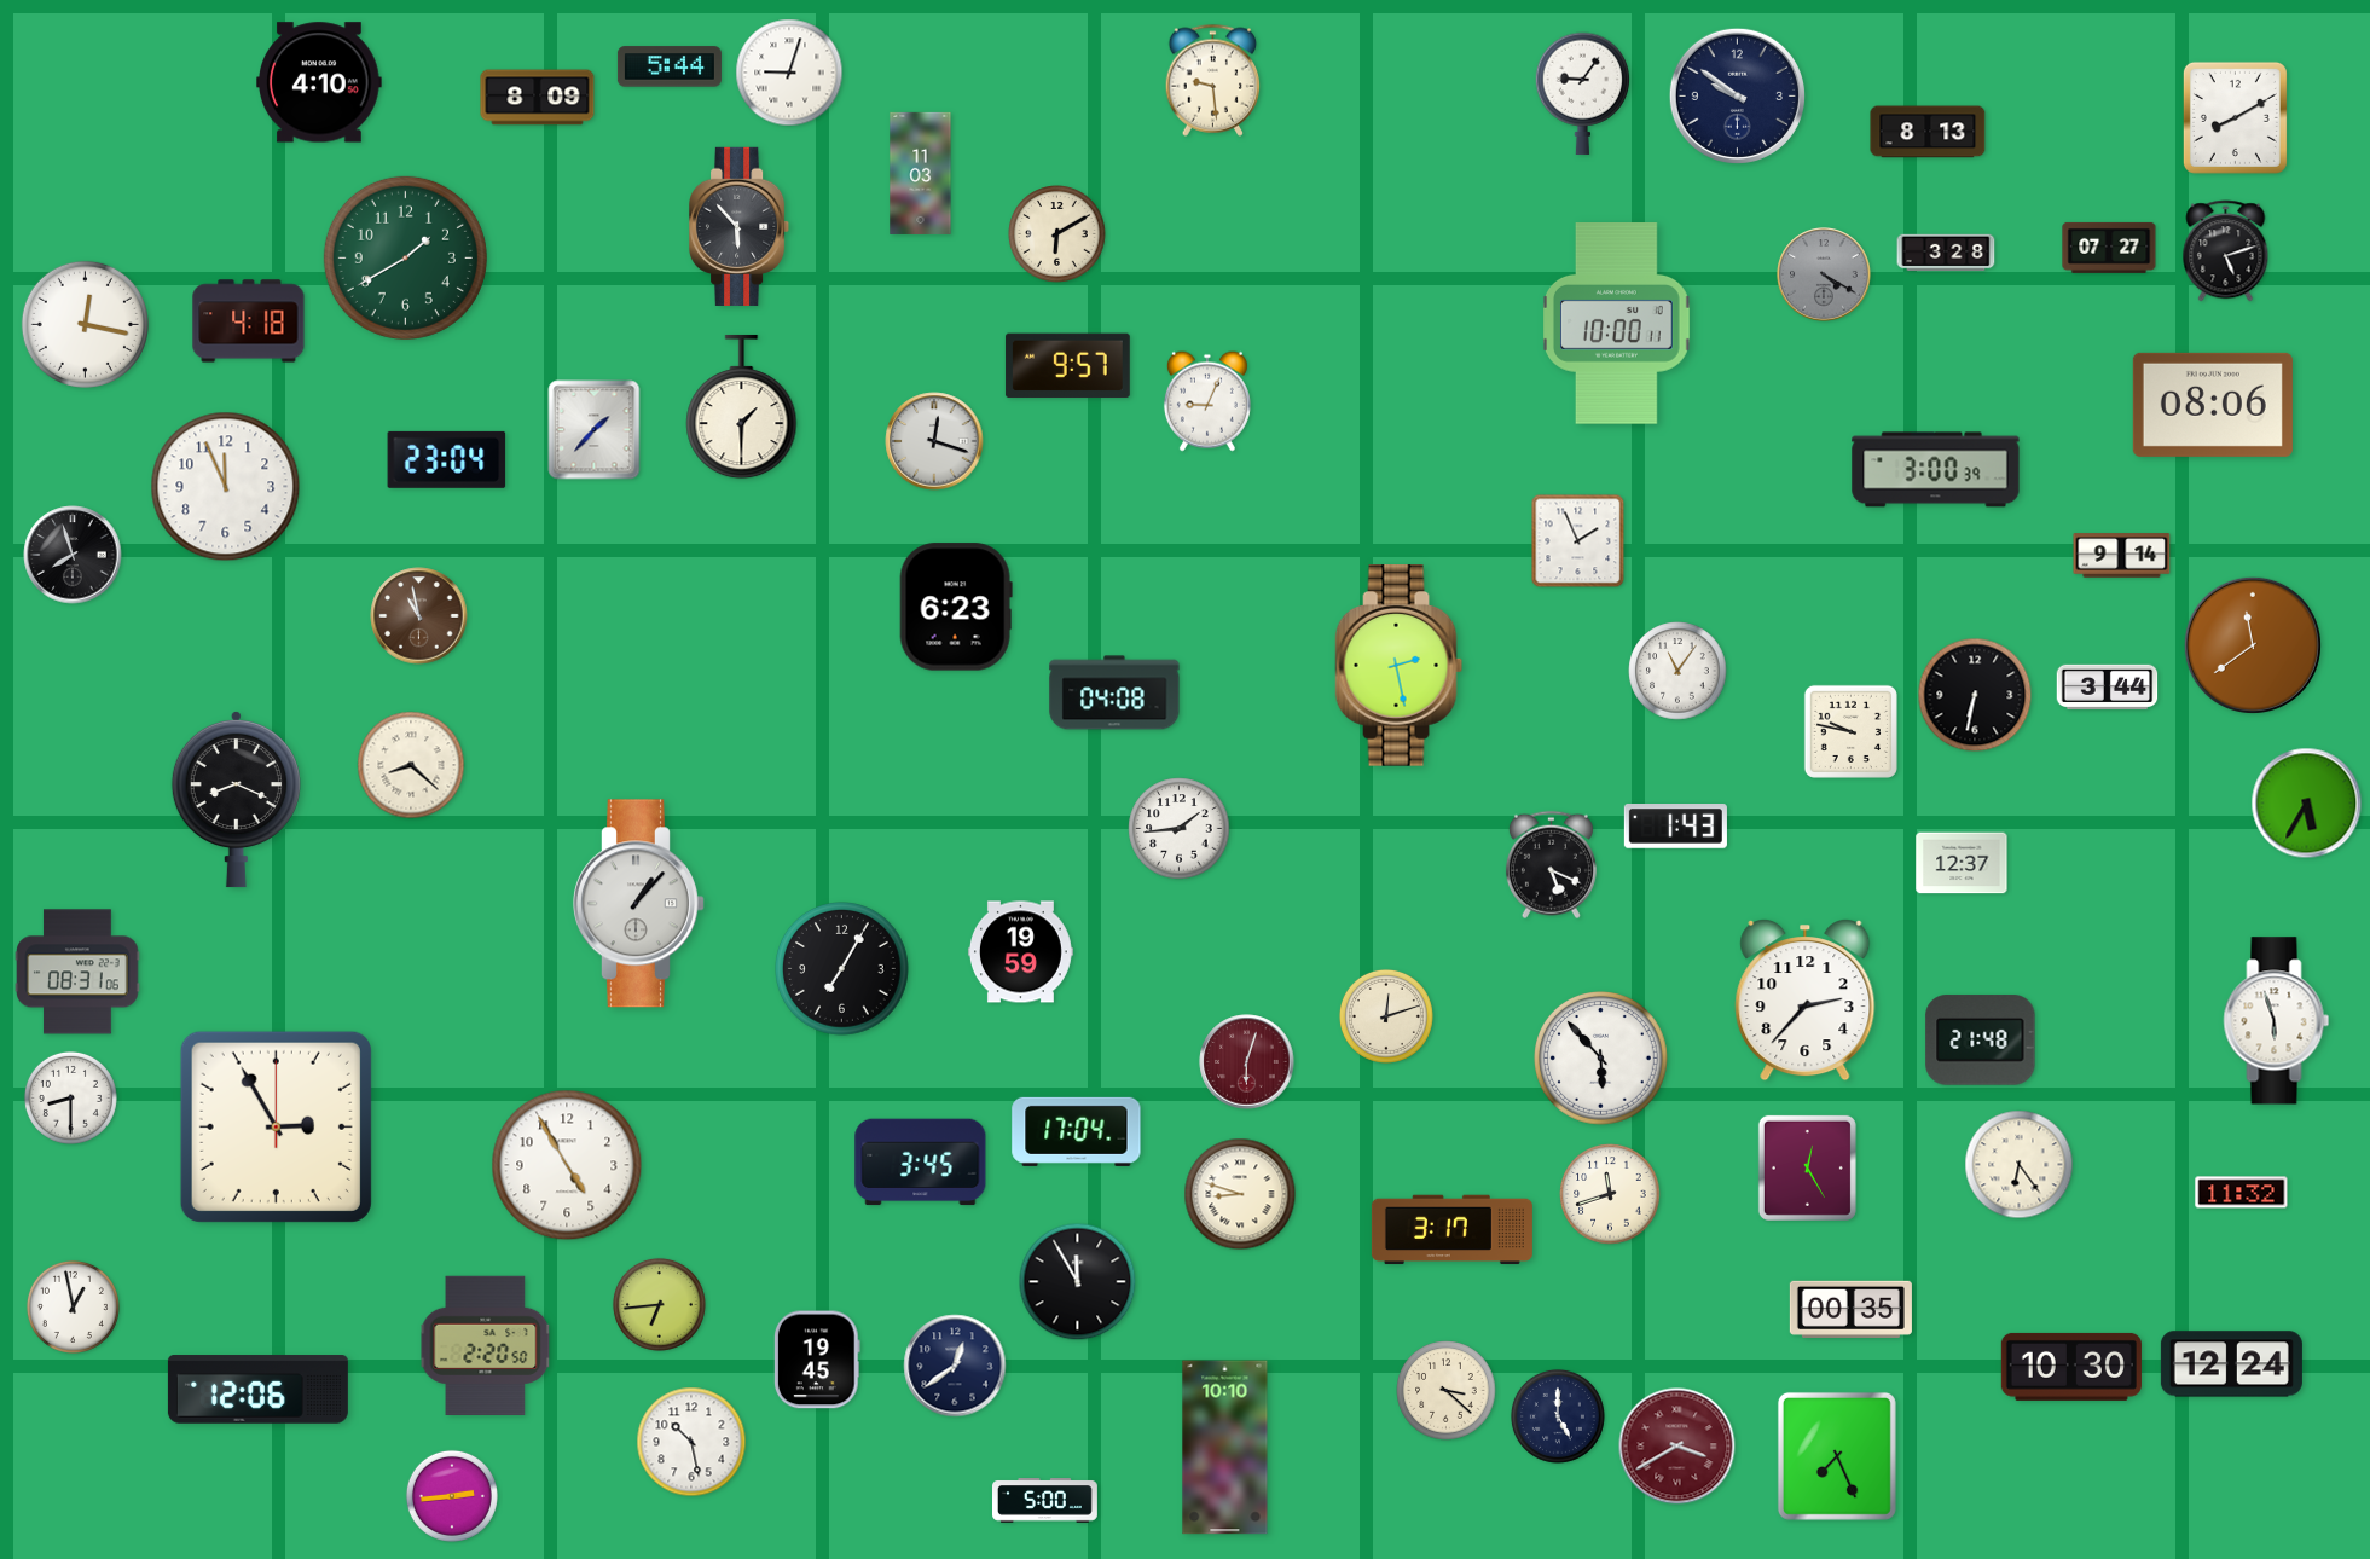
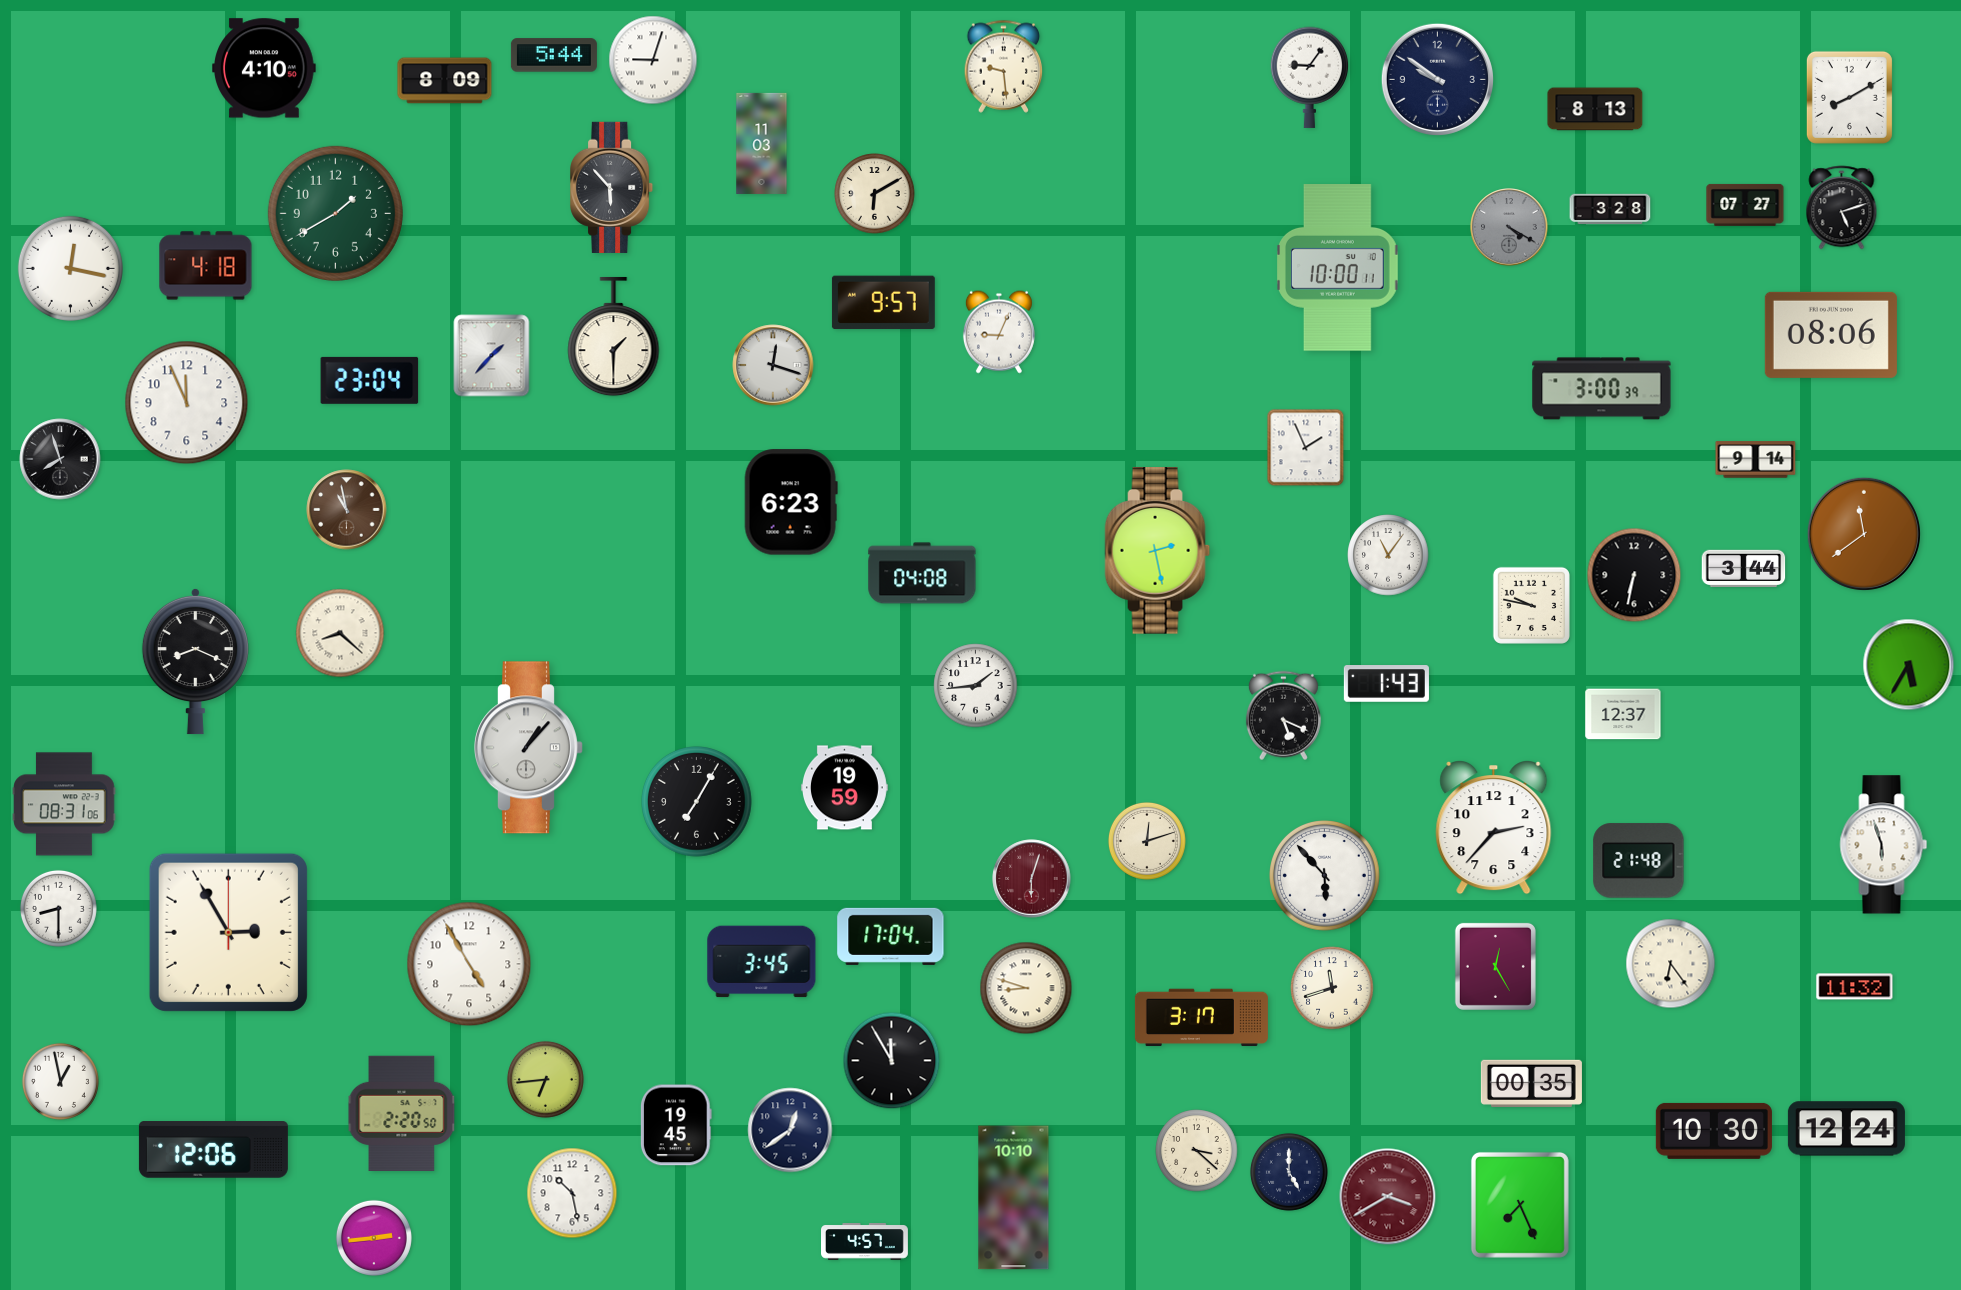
clock at (1045, 1501): 5:00 -> 4:57
